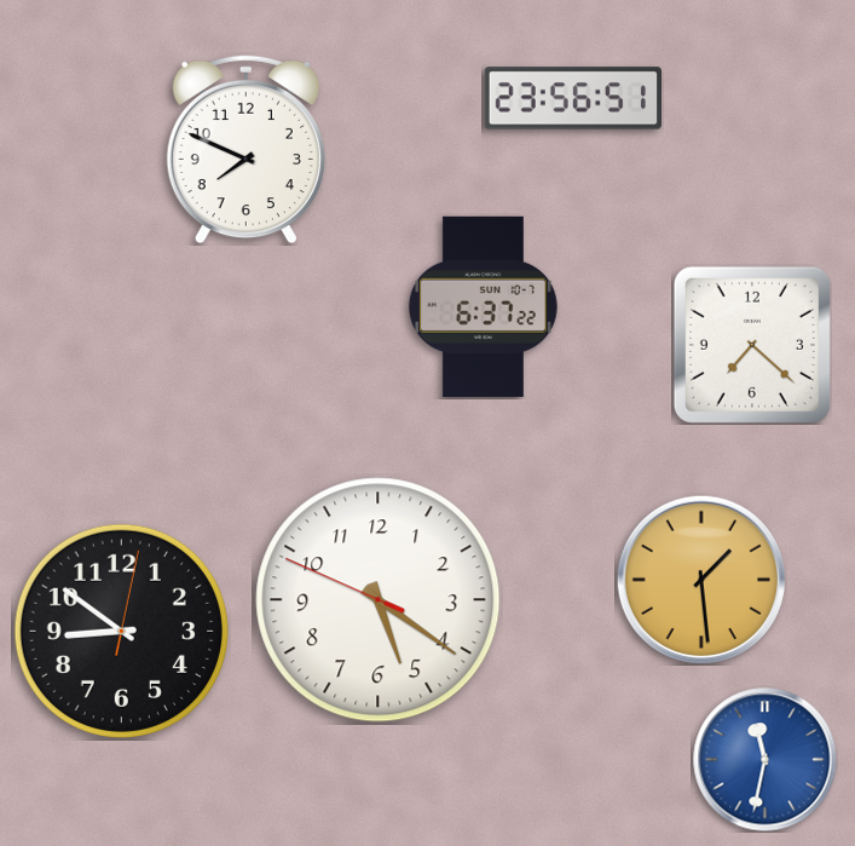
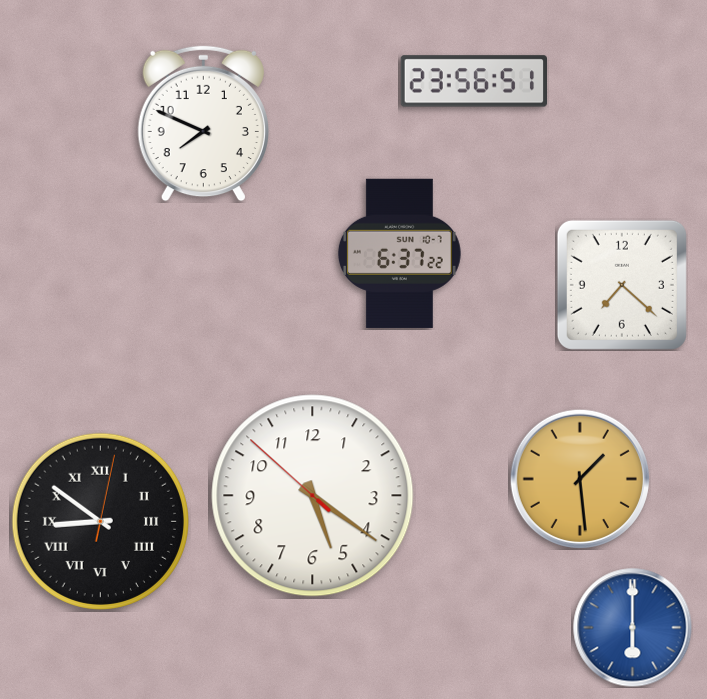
clock at (379, 600): 5:20:49 -> 5:20:52
clock at (121, 631) numerals: Arabic -> Roman
clock at (766, 760): 11:32 -> 6:00
